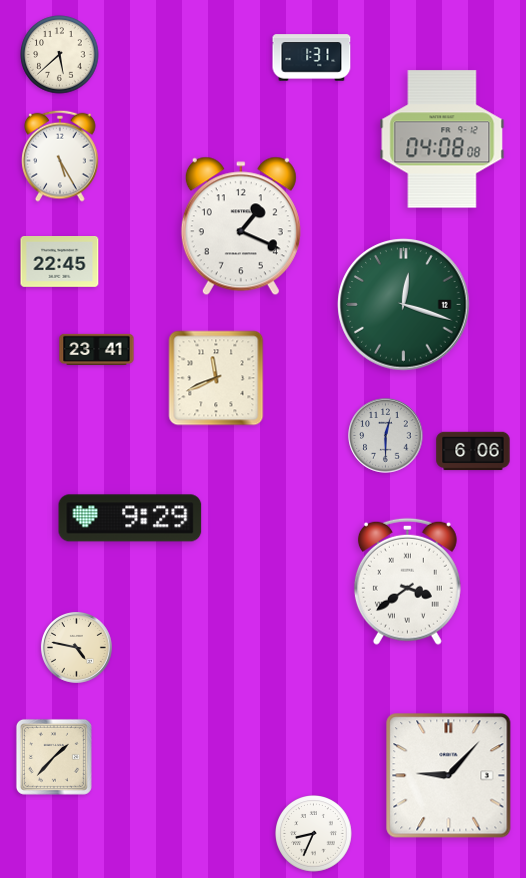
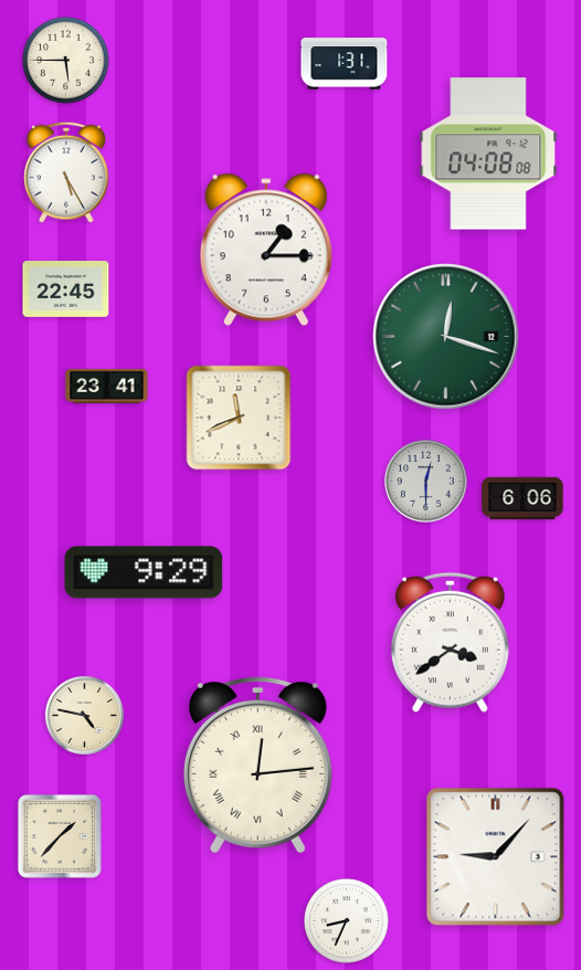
clock at (60, 55): 5:38 -> 5:45
clock at (241, 226): 1:19 -> 1:15
clock at (257, 766): none -> 12:14
